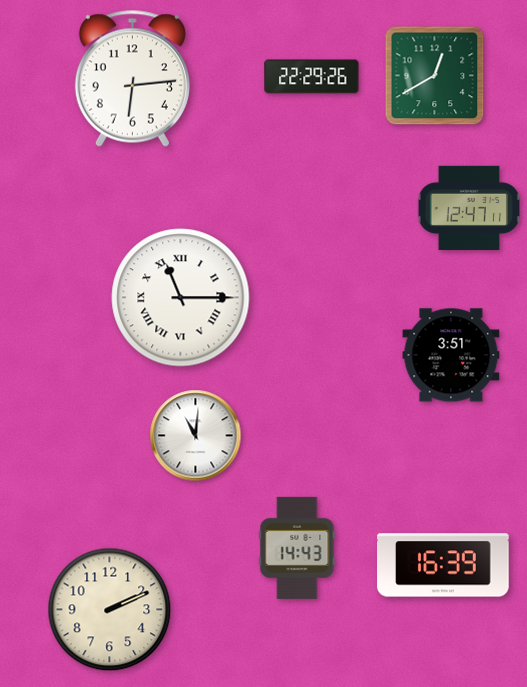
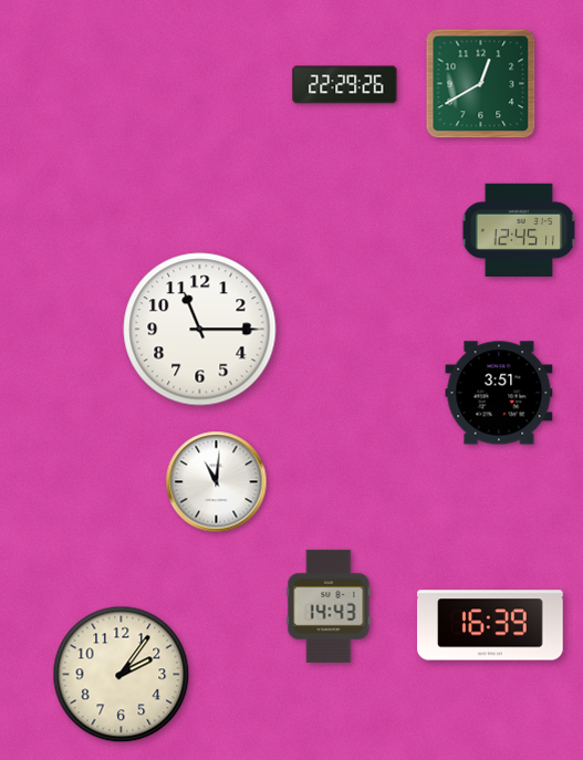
clock at (132, 78): 6:14 -> none
clock at (468, 208): 12:47 -> 12:45
clock at (181, 298) numerals: Roman -> Arabic
clock at (110, 610): 2:11 -> 2:06
